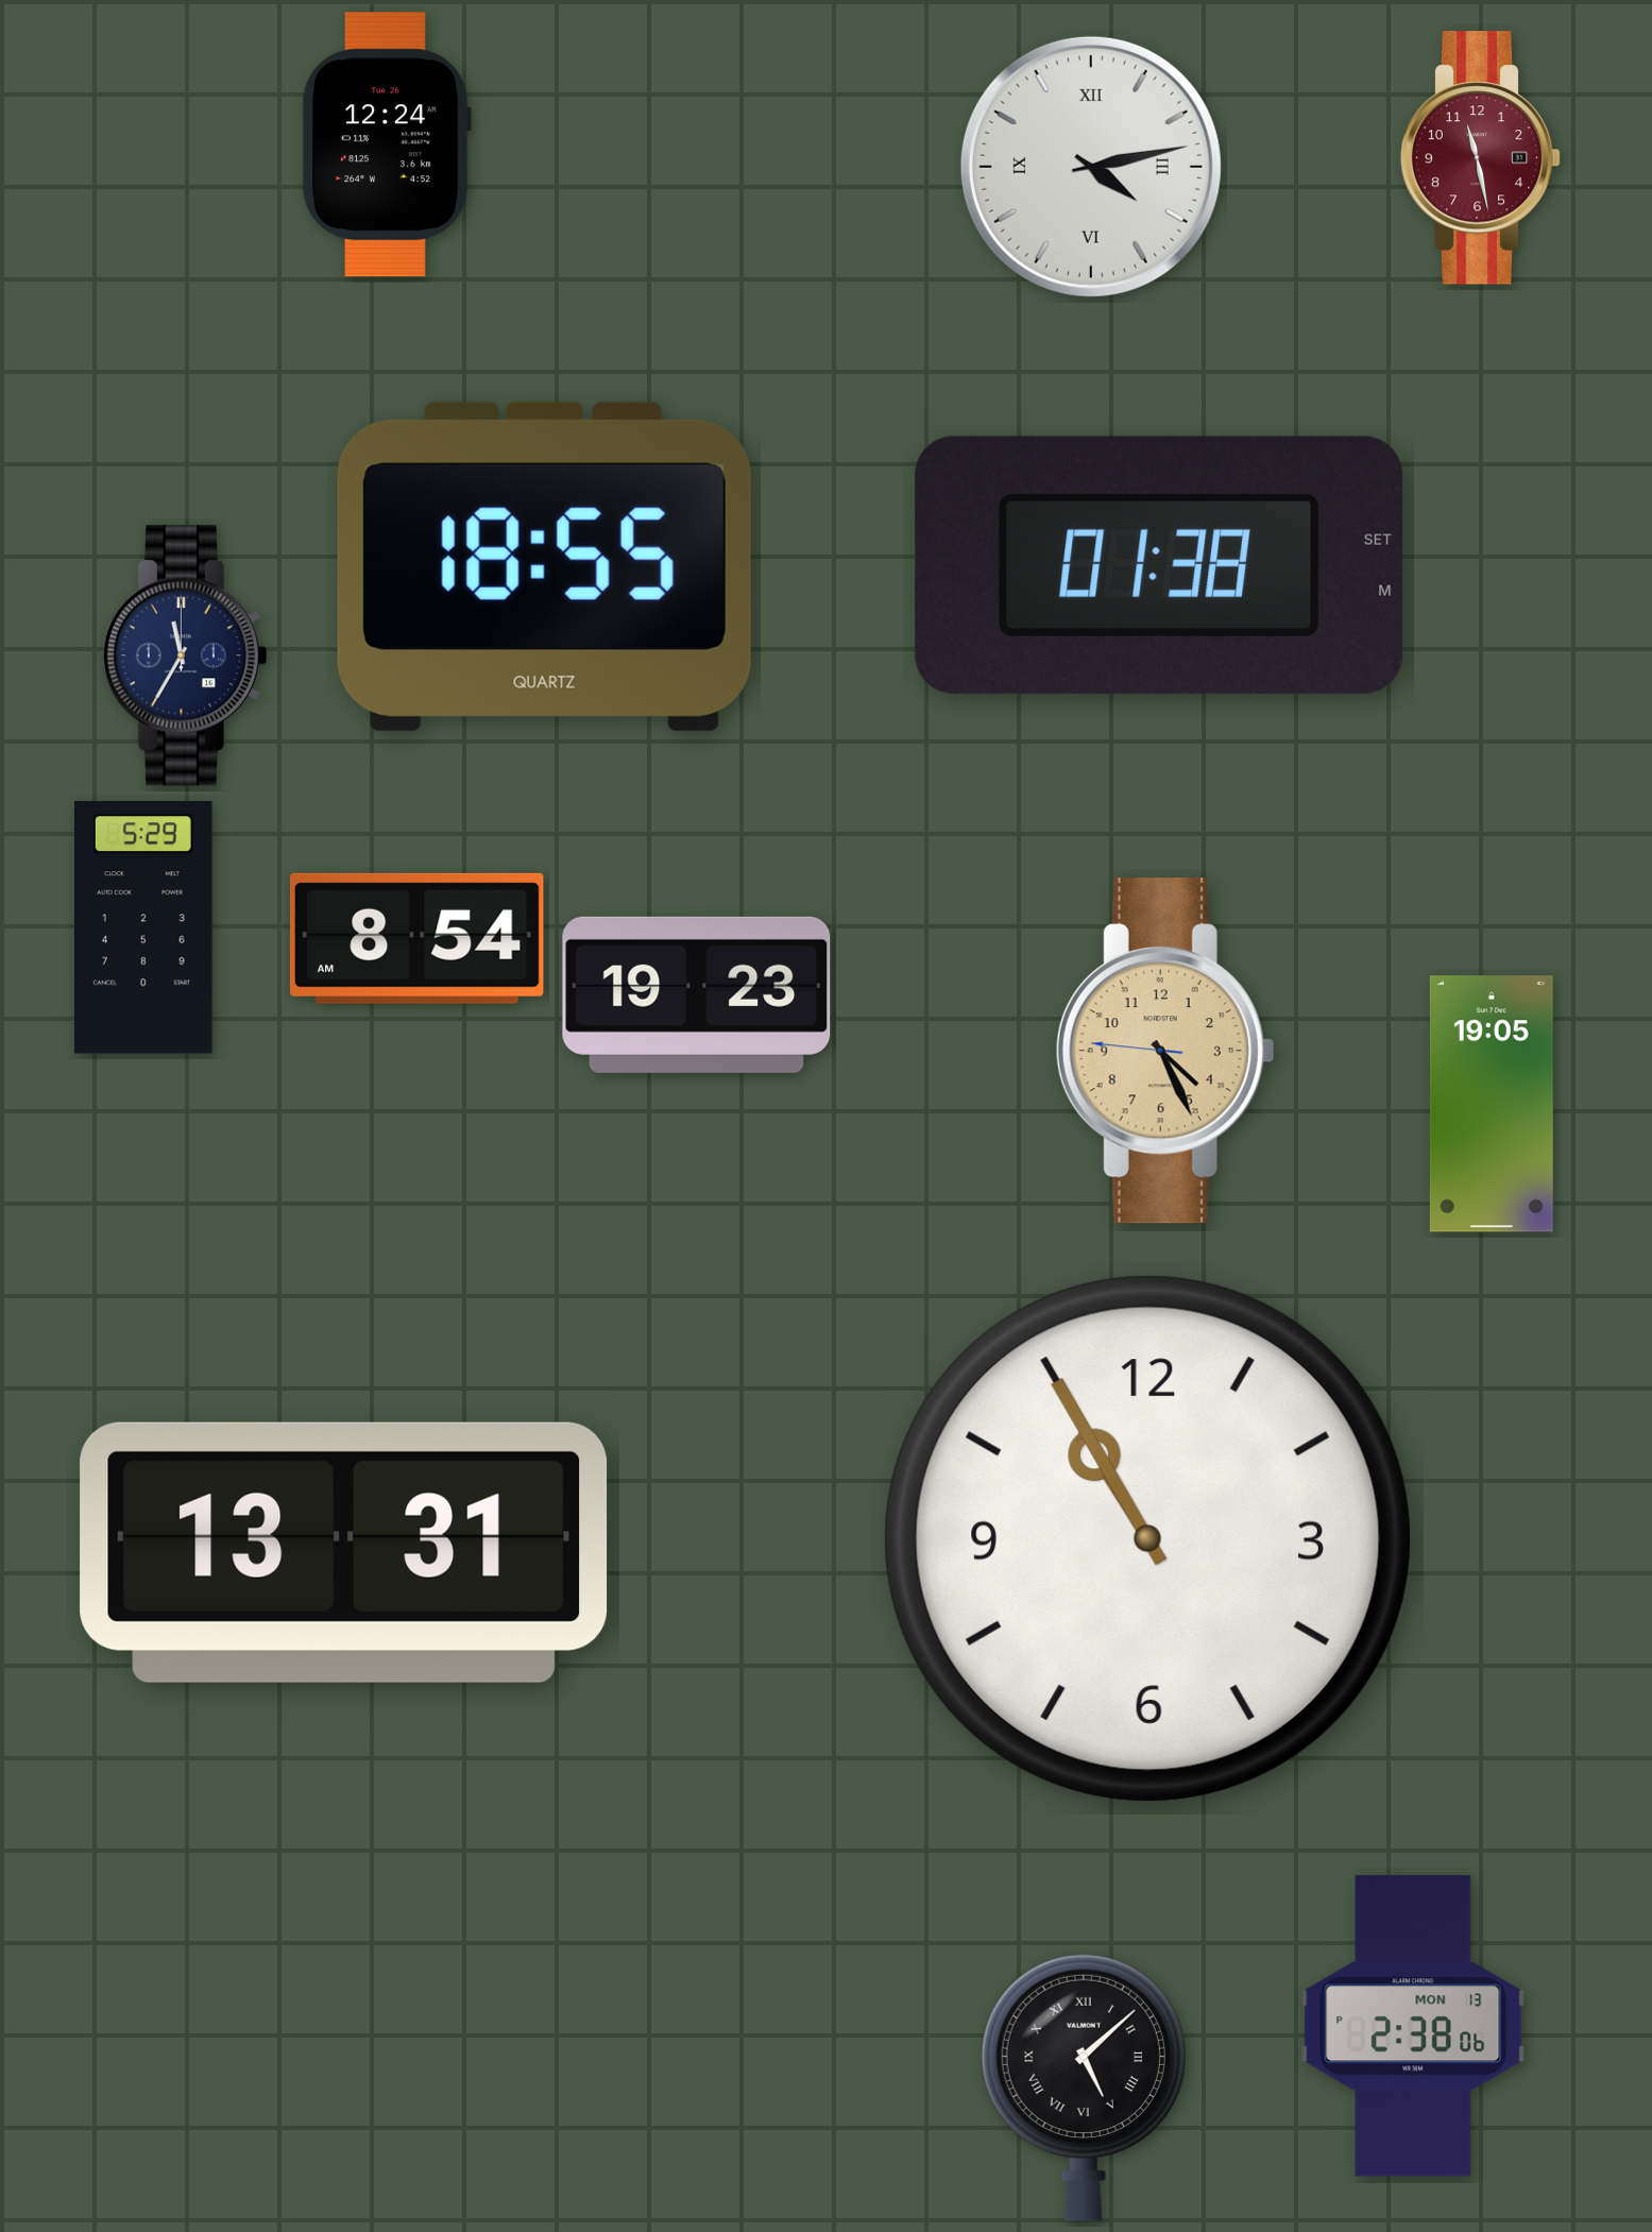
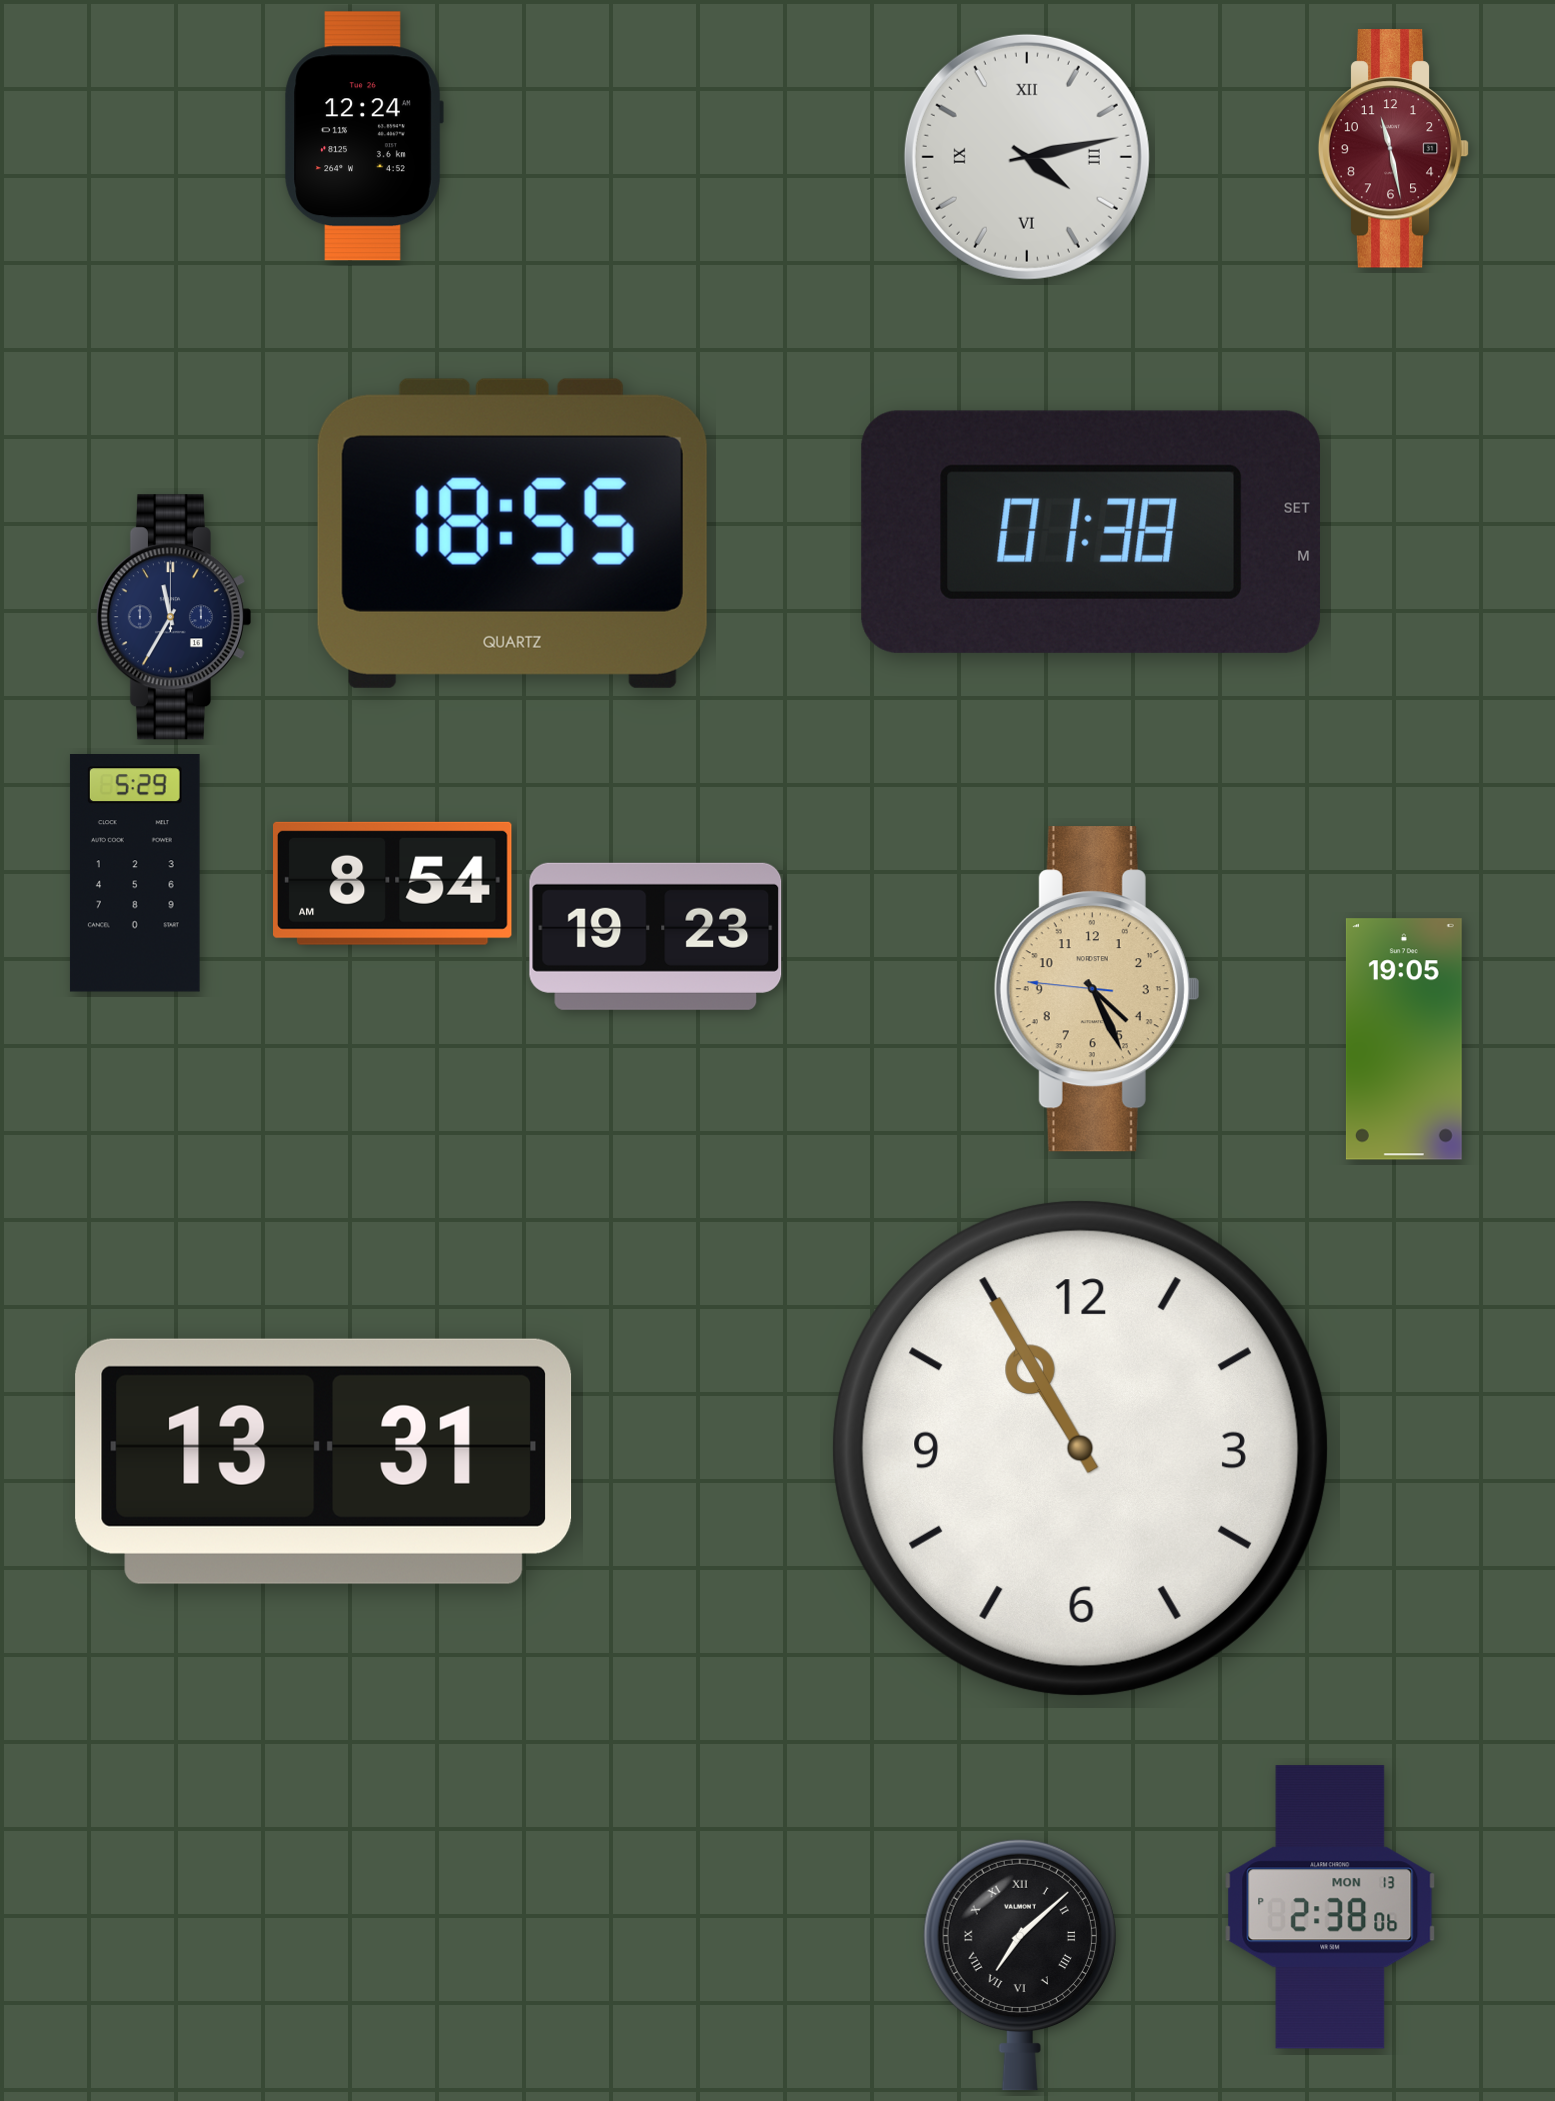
clock at (1084, 2088): 5:08 -> 7:08
